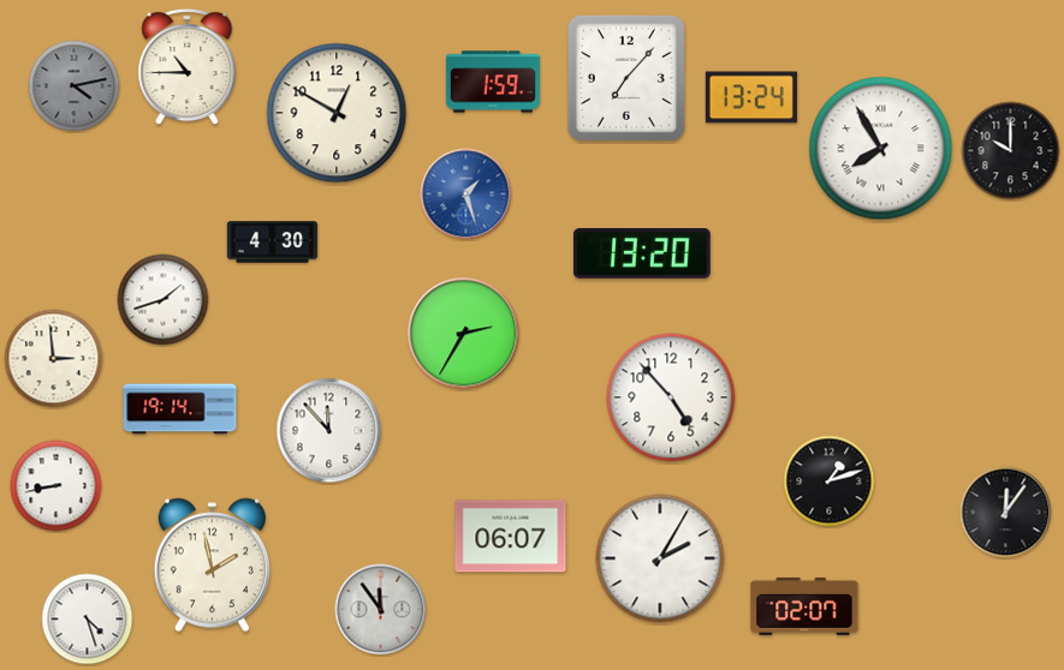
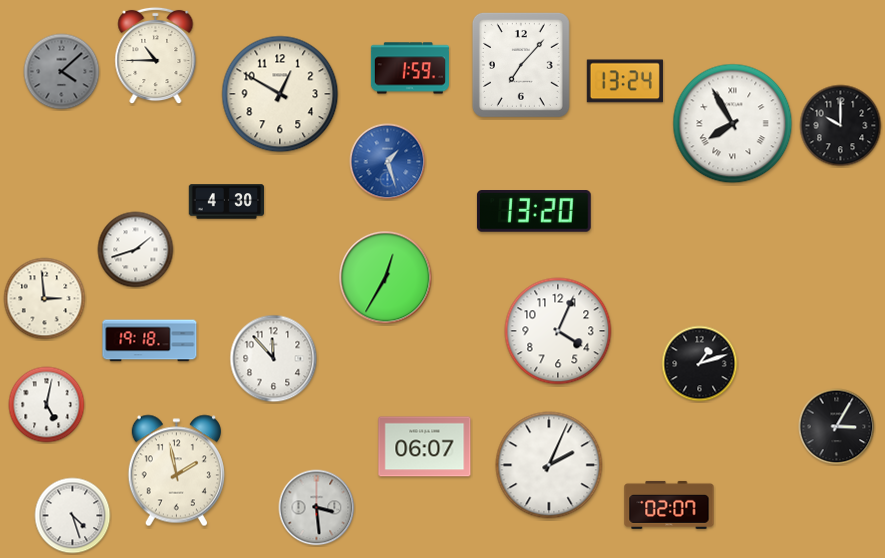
clock at (75, 86): 4:13 -> 4:08
clock at (464, 334): 2:35 -> 12:35
clock at (671, 397): 4:53 -> 4:04
clock at (180, 409): 19:14 -> 19:18
clock at (830, 481) position: (830, 481) -> (700, 364)
clock at (57, 486): 8:43 -> 5:02
clock at (1006, 513): 12:06 -> 3:05
clock at (660, 558): 2:05 -> 2:04
clock at (381, 610): 11:54 -> 3:29
